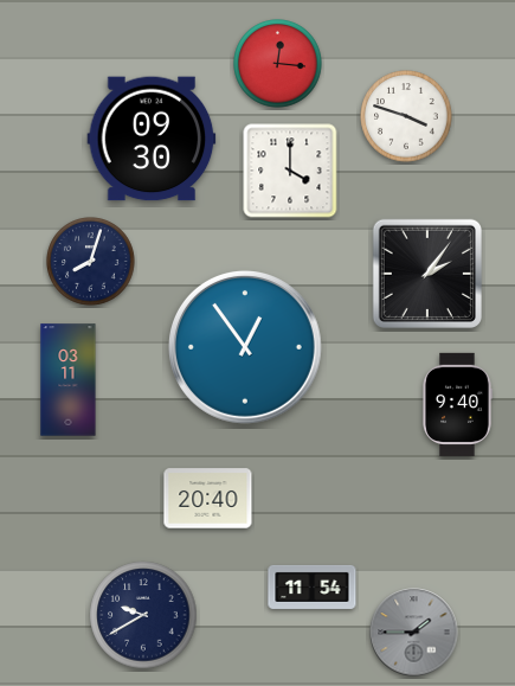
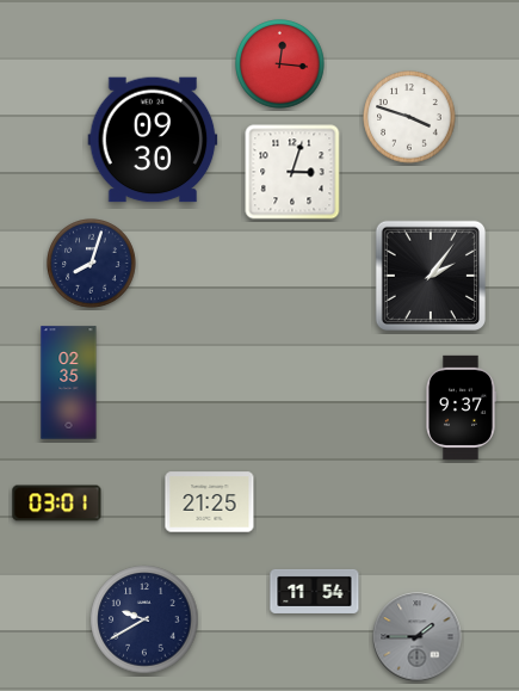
clock at (290, 171): 4:00 -> 3:03
clock at (245, 347): 12:54 -> none
clock at (69, 380): 03:11 -> 02:35
clock at (457, 404): 9:40 -> 9:37
clock at (208, 499): 20:40 -> 21:25
clock at (57, 504): none -> 03:01
